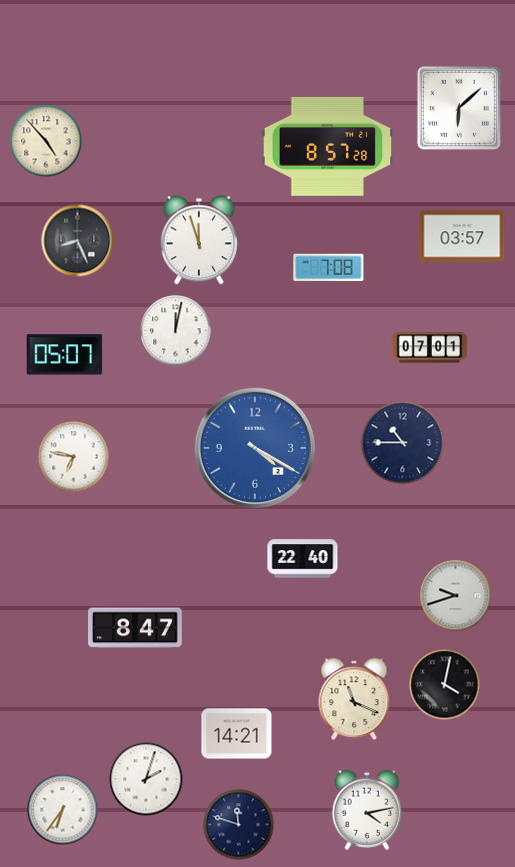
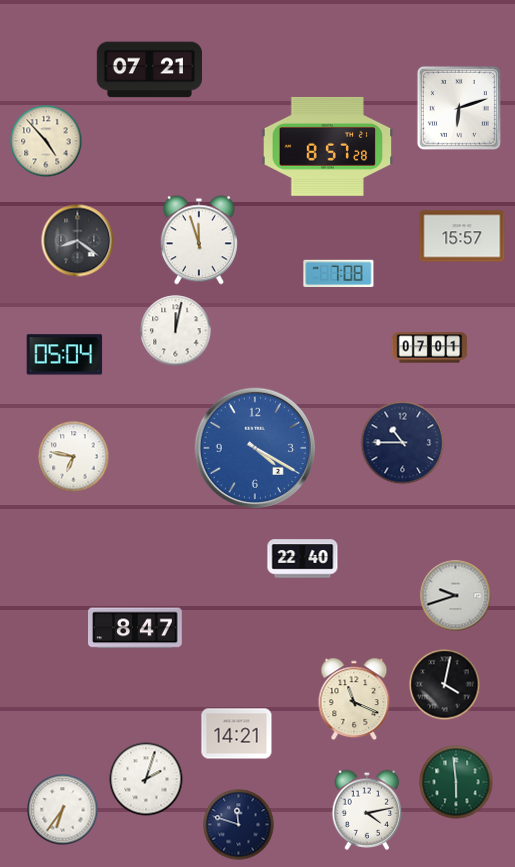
clock at (149, 70): none -> 07:21
clock at (459, 108): 6:08 -> 6:12
clock at (462, 236): 03:57 -> 15:57
clock at (78, 241): 8:26 -> 8:21
clock at (329, 267) position: (329, 267) -> (339, 273)
clock at (65, 355): 05:07 -> 05:04
clock at (456, 782): none -> 5:59
